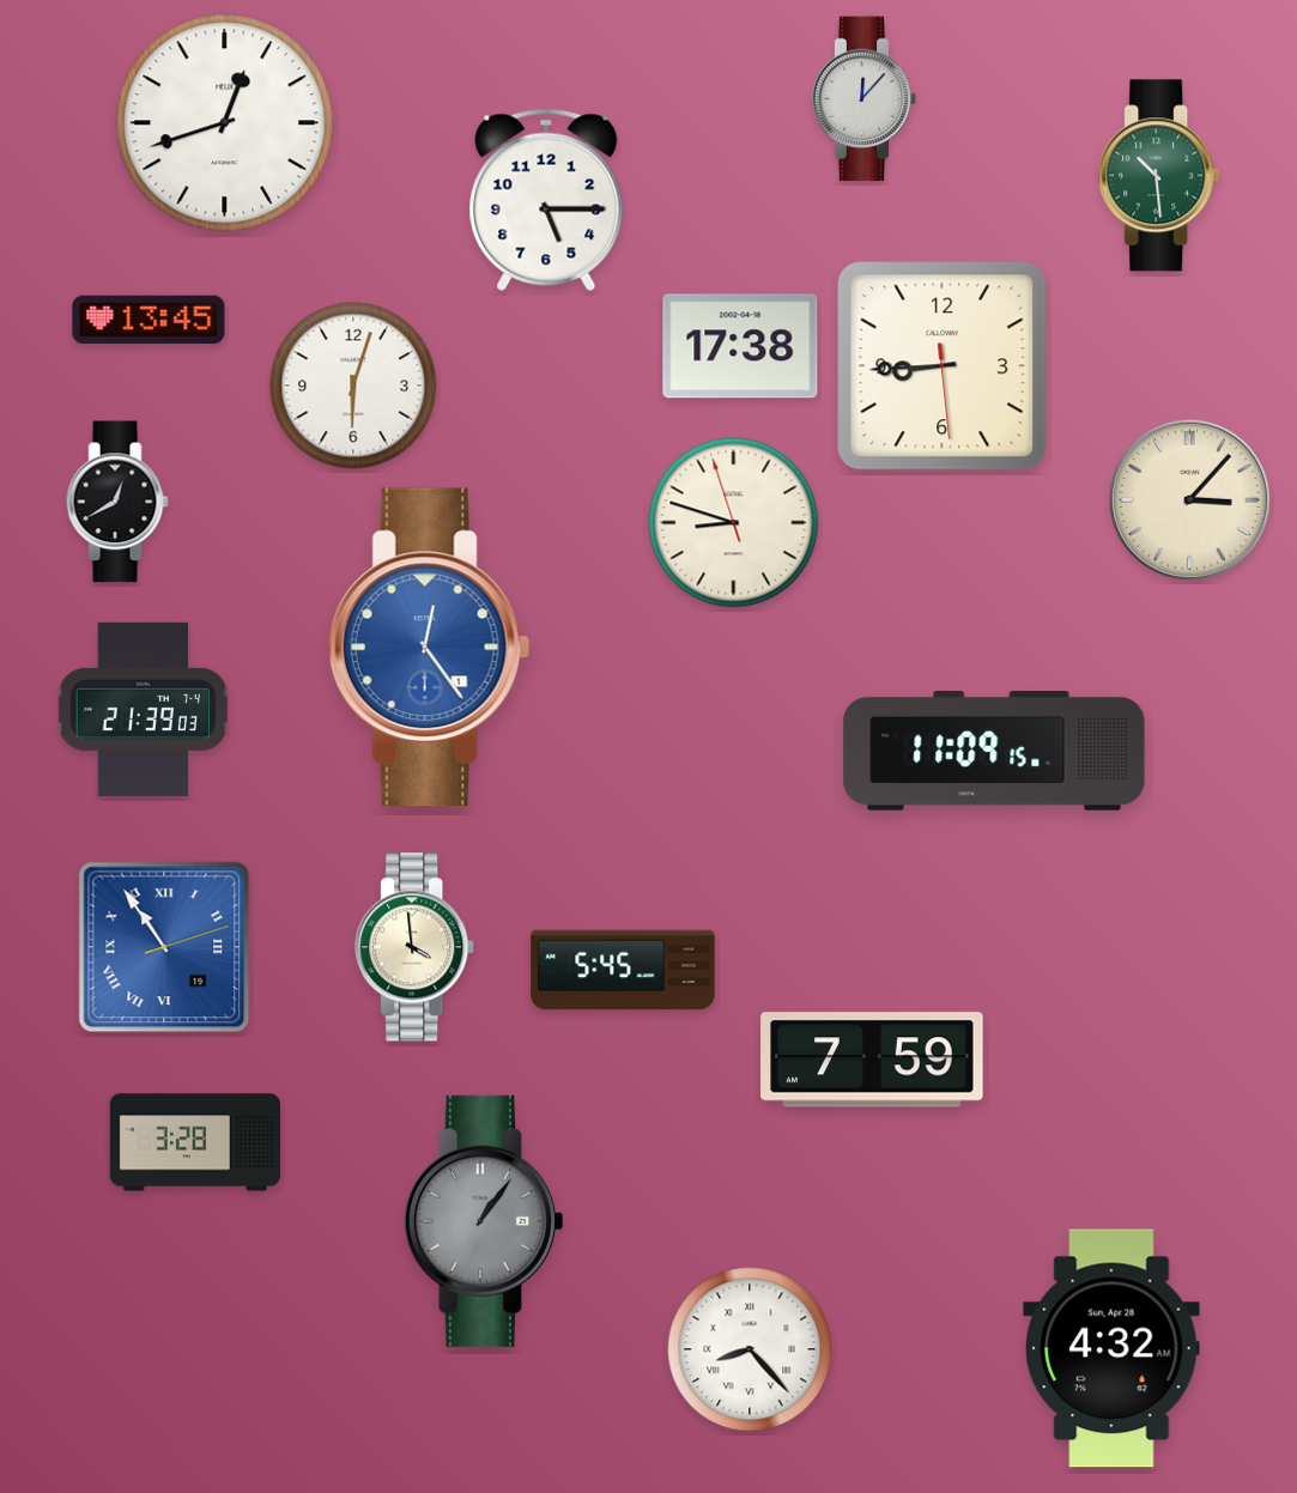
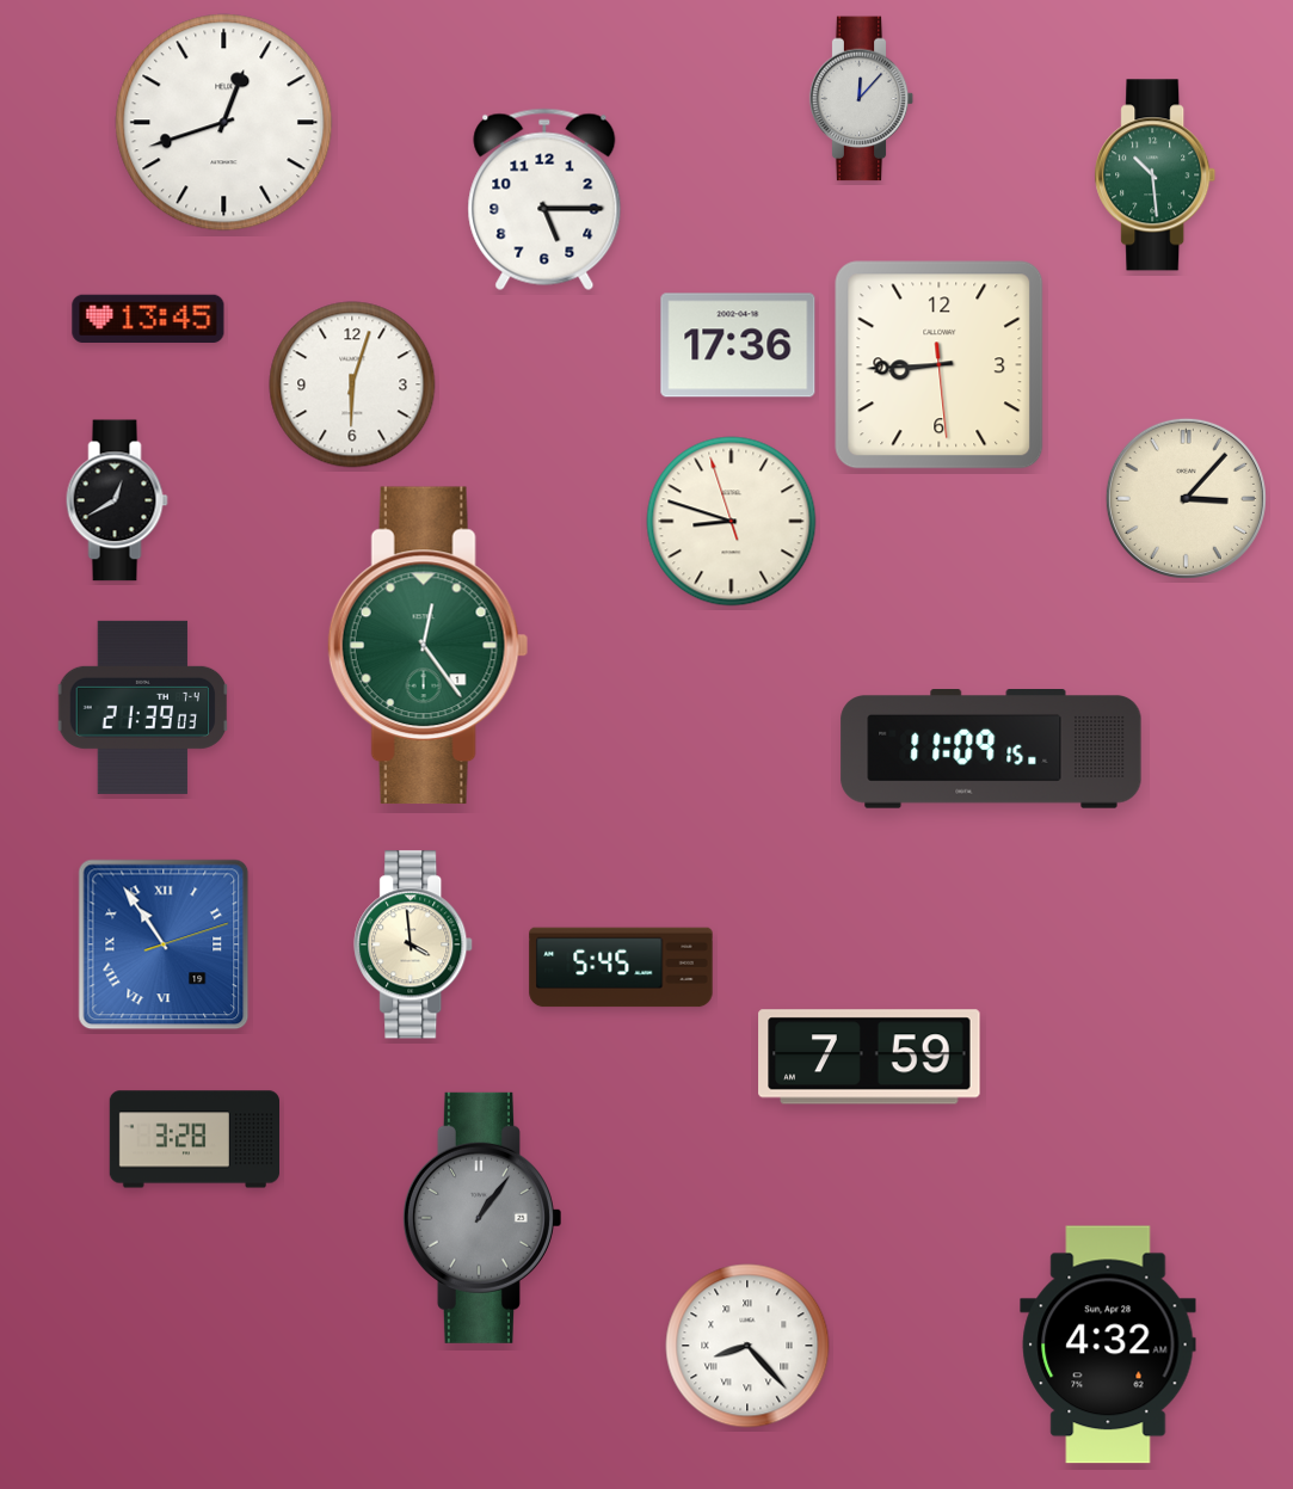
clock at (740, 346): 17:38 -> 17:36
clock at (429, 648) dial: blue -> green
